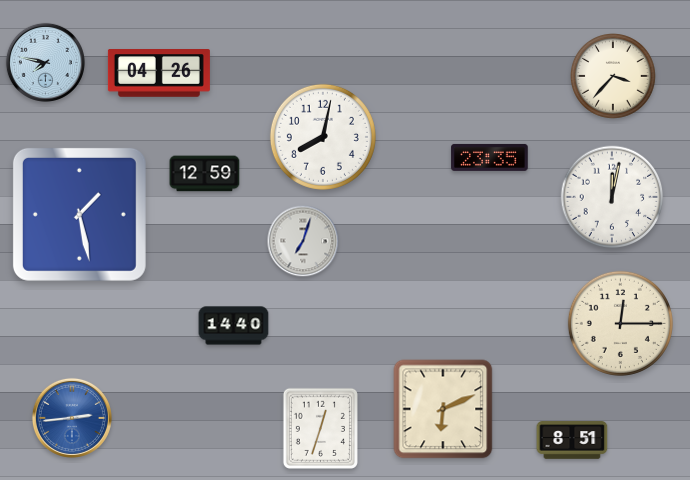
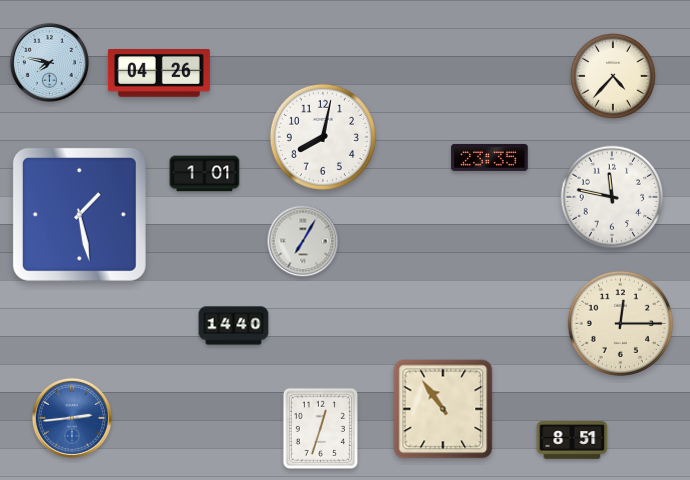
clock at (45, 62) position: (45, 62) -> (49, 62)
clock at (614, 77): 3:37 -> 4:37
clock at (205, 174): 12:59 -> 1:01
clock at (612, 197): 12:02 -> 11:47
clock at (303, 241): 7:03 -> 7:05
clock at (443, 409): 6:11 -> 10:54
